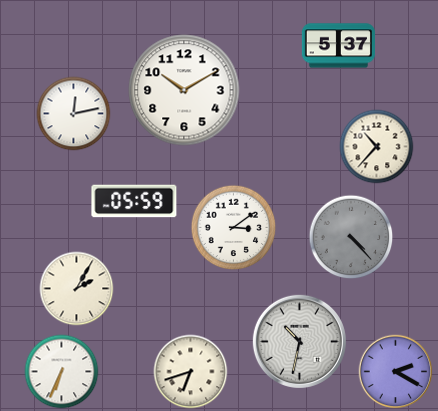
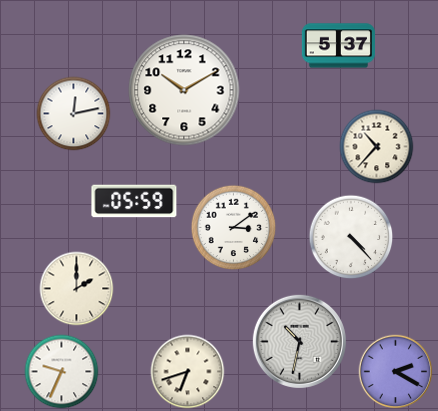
clock at (351, 237) dial: grey -> white
clock at (77, 289): 2:05 -> 2:00
clock at (62, 372): 6:34 -> 9:34
clock at (191, 372) position: (191, 372) -> (188, 372)
